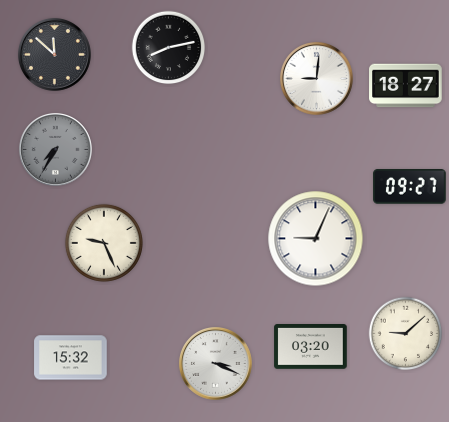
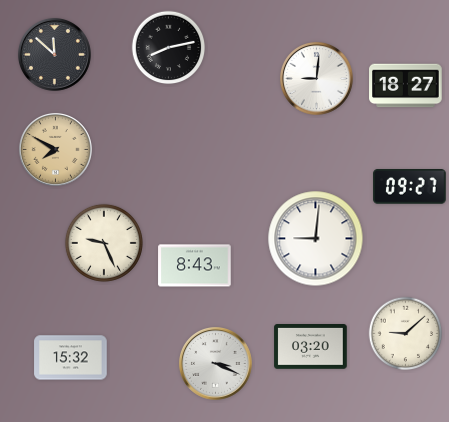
clock at (55, 149): 7:35 -> 7:50
clock at (55, 149) dial: grey -> champagne
clock at (316, 239): 9:04 -> 9:01
clock at (195, 266): none -> 8:43
